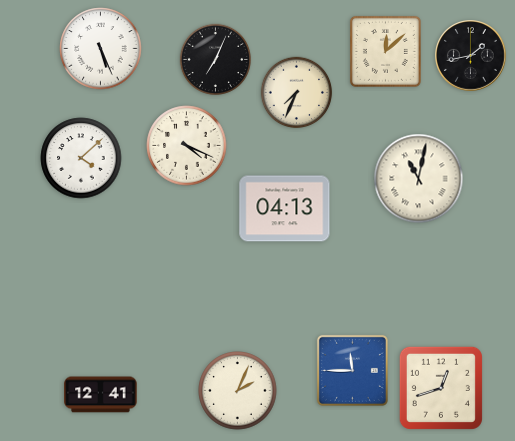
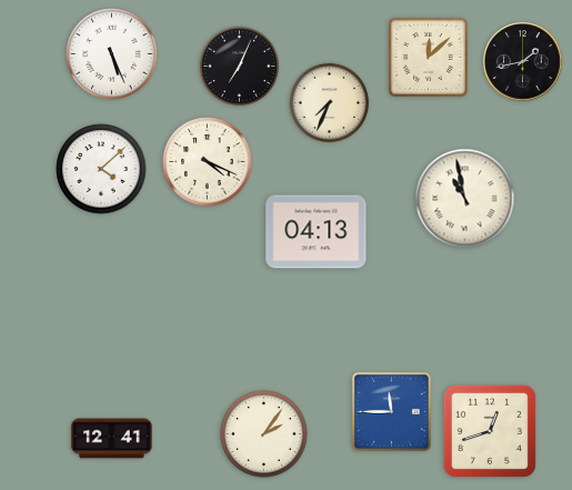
clock at (81, 158) position: (81, 158) -> (101, 169)
clock at (419, 179): 11:02 -> 10:58
clock at (238, 391): 2:04 -> 2:06
